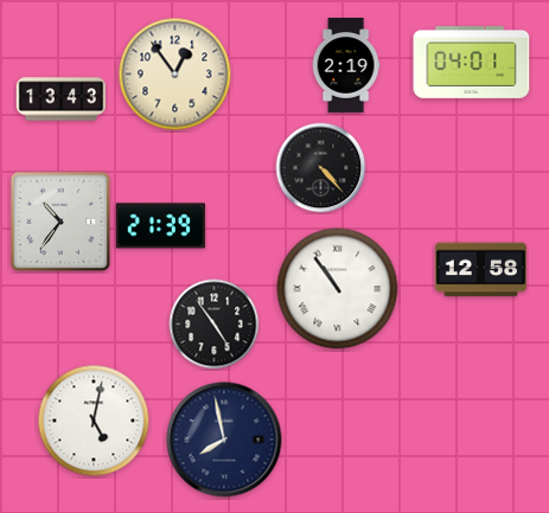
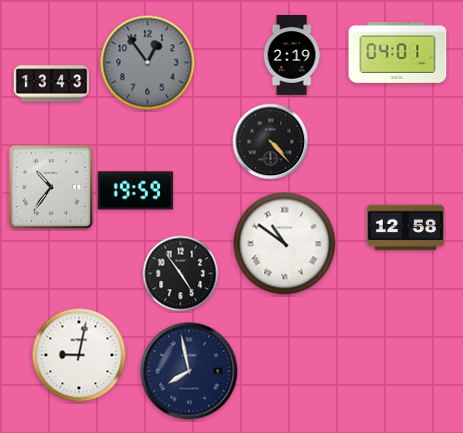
clock at (175, 75) dial: cream -> grey
clock at (160, 226): 21:39 -> 19:59
clock at (338, 289): 10:54 -> 10:51
clock at (94, 421): 5:02 -> 9:02
